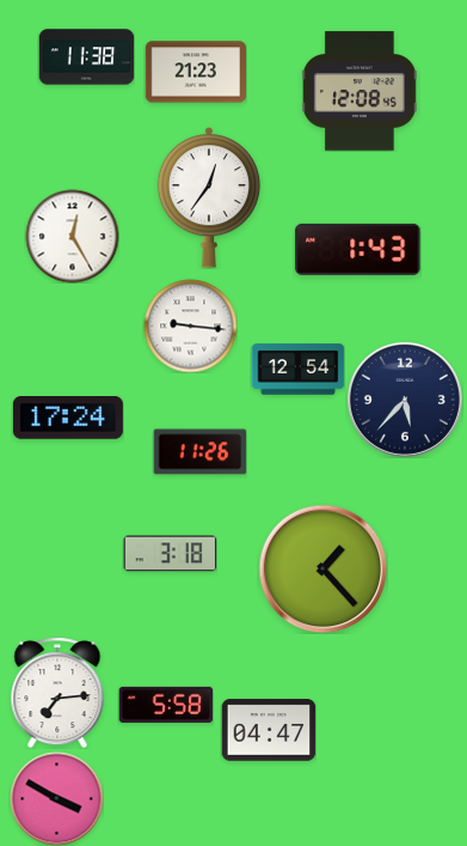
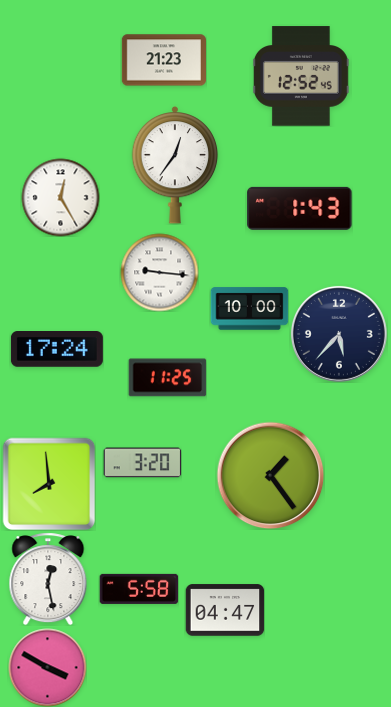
clock at (86, 57): 11:38 -> none
clock at (360, 91): 12:08 -> 12:52
clock at (297, 370): 12:54 -> 10:00
clock at (199, 452): 11:26 -> 11:25
clock at (170, 554): 3:18 -> 3:20
clock at (322, 568): 1:23 -> 1:24
clock at (49, 484): none -> 7:59
clock at (57, 693): 7:14 -> 12:28
